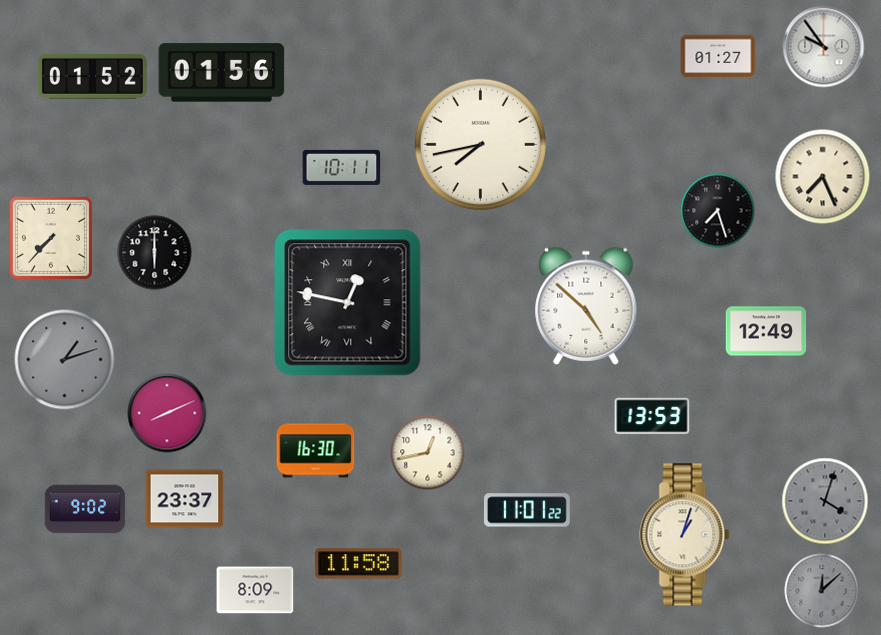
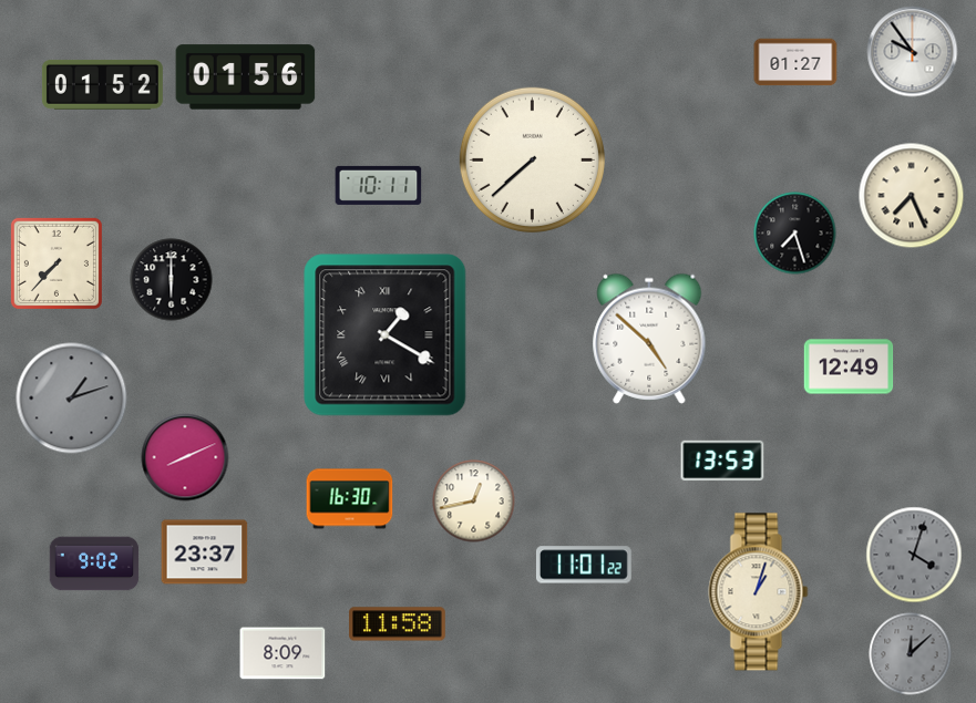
clock at (222, 73) position: (222, 73) -> (246, 77)
clock at (480, 144): 7:43 -> 7:38
clock at (348, 303): 12:47 -> 1:20
